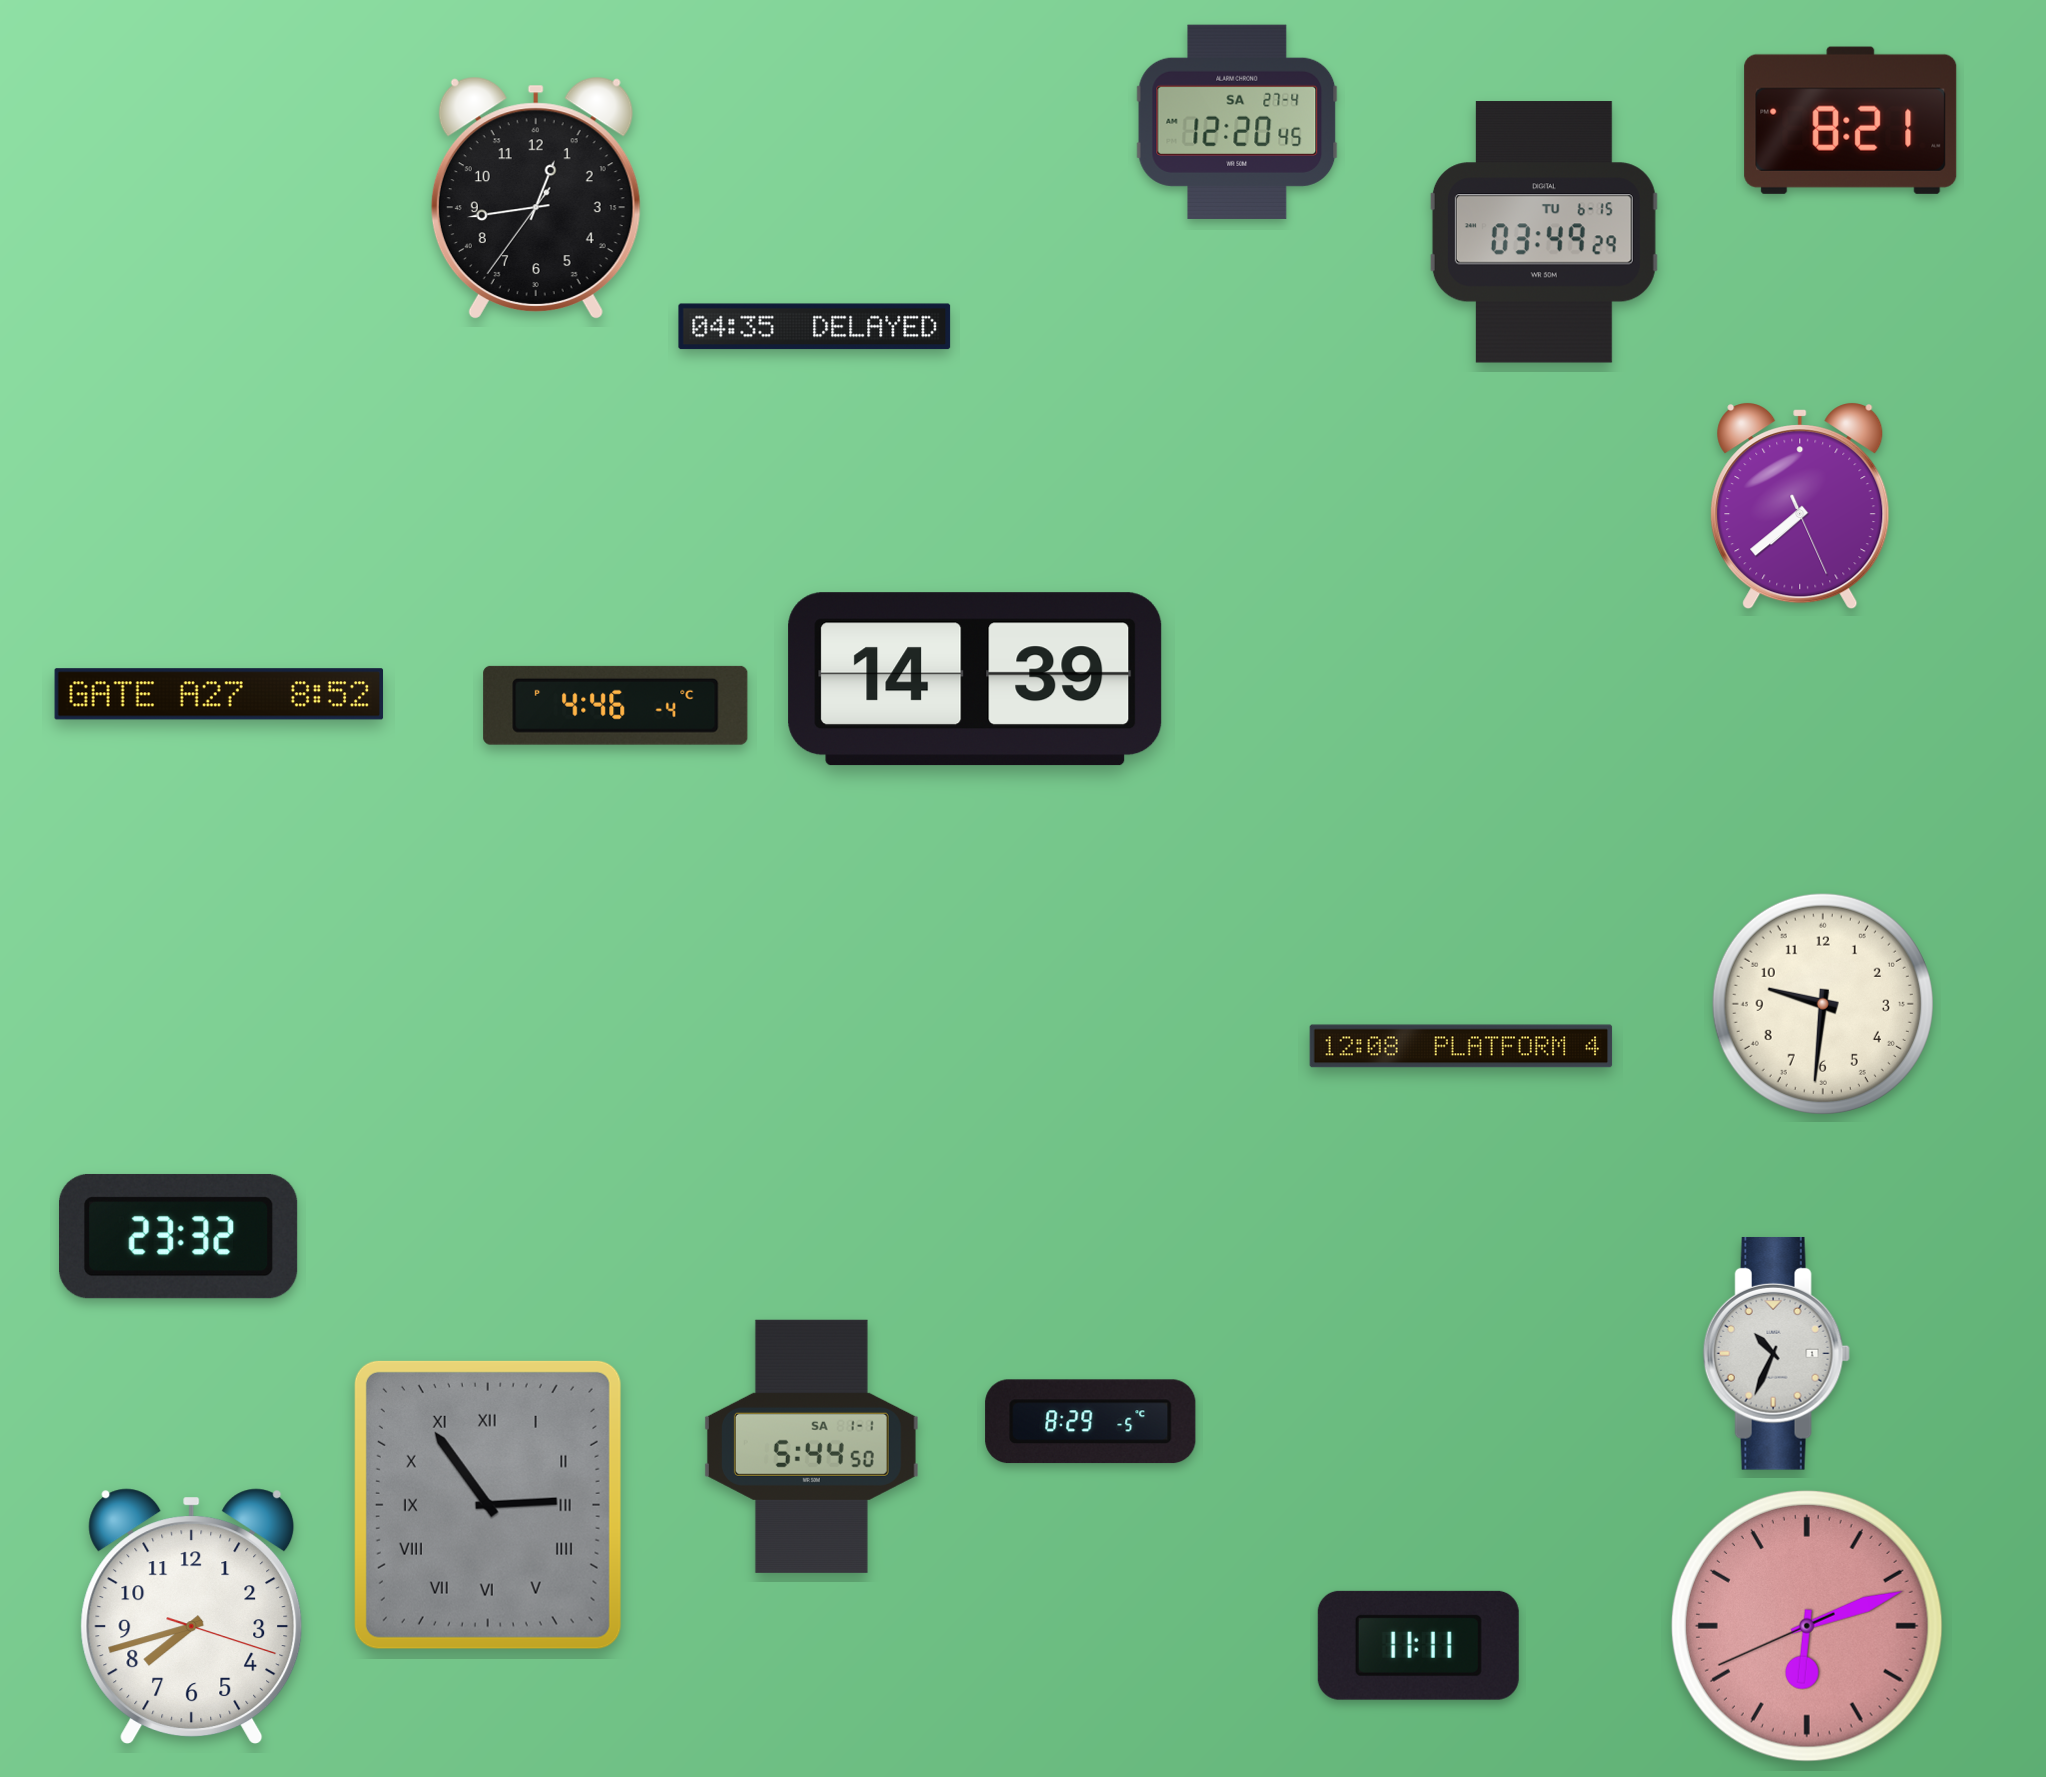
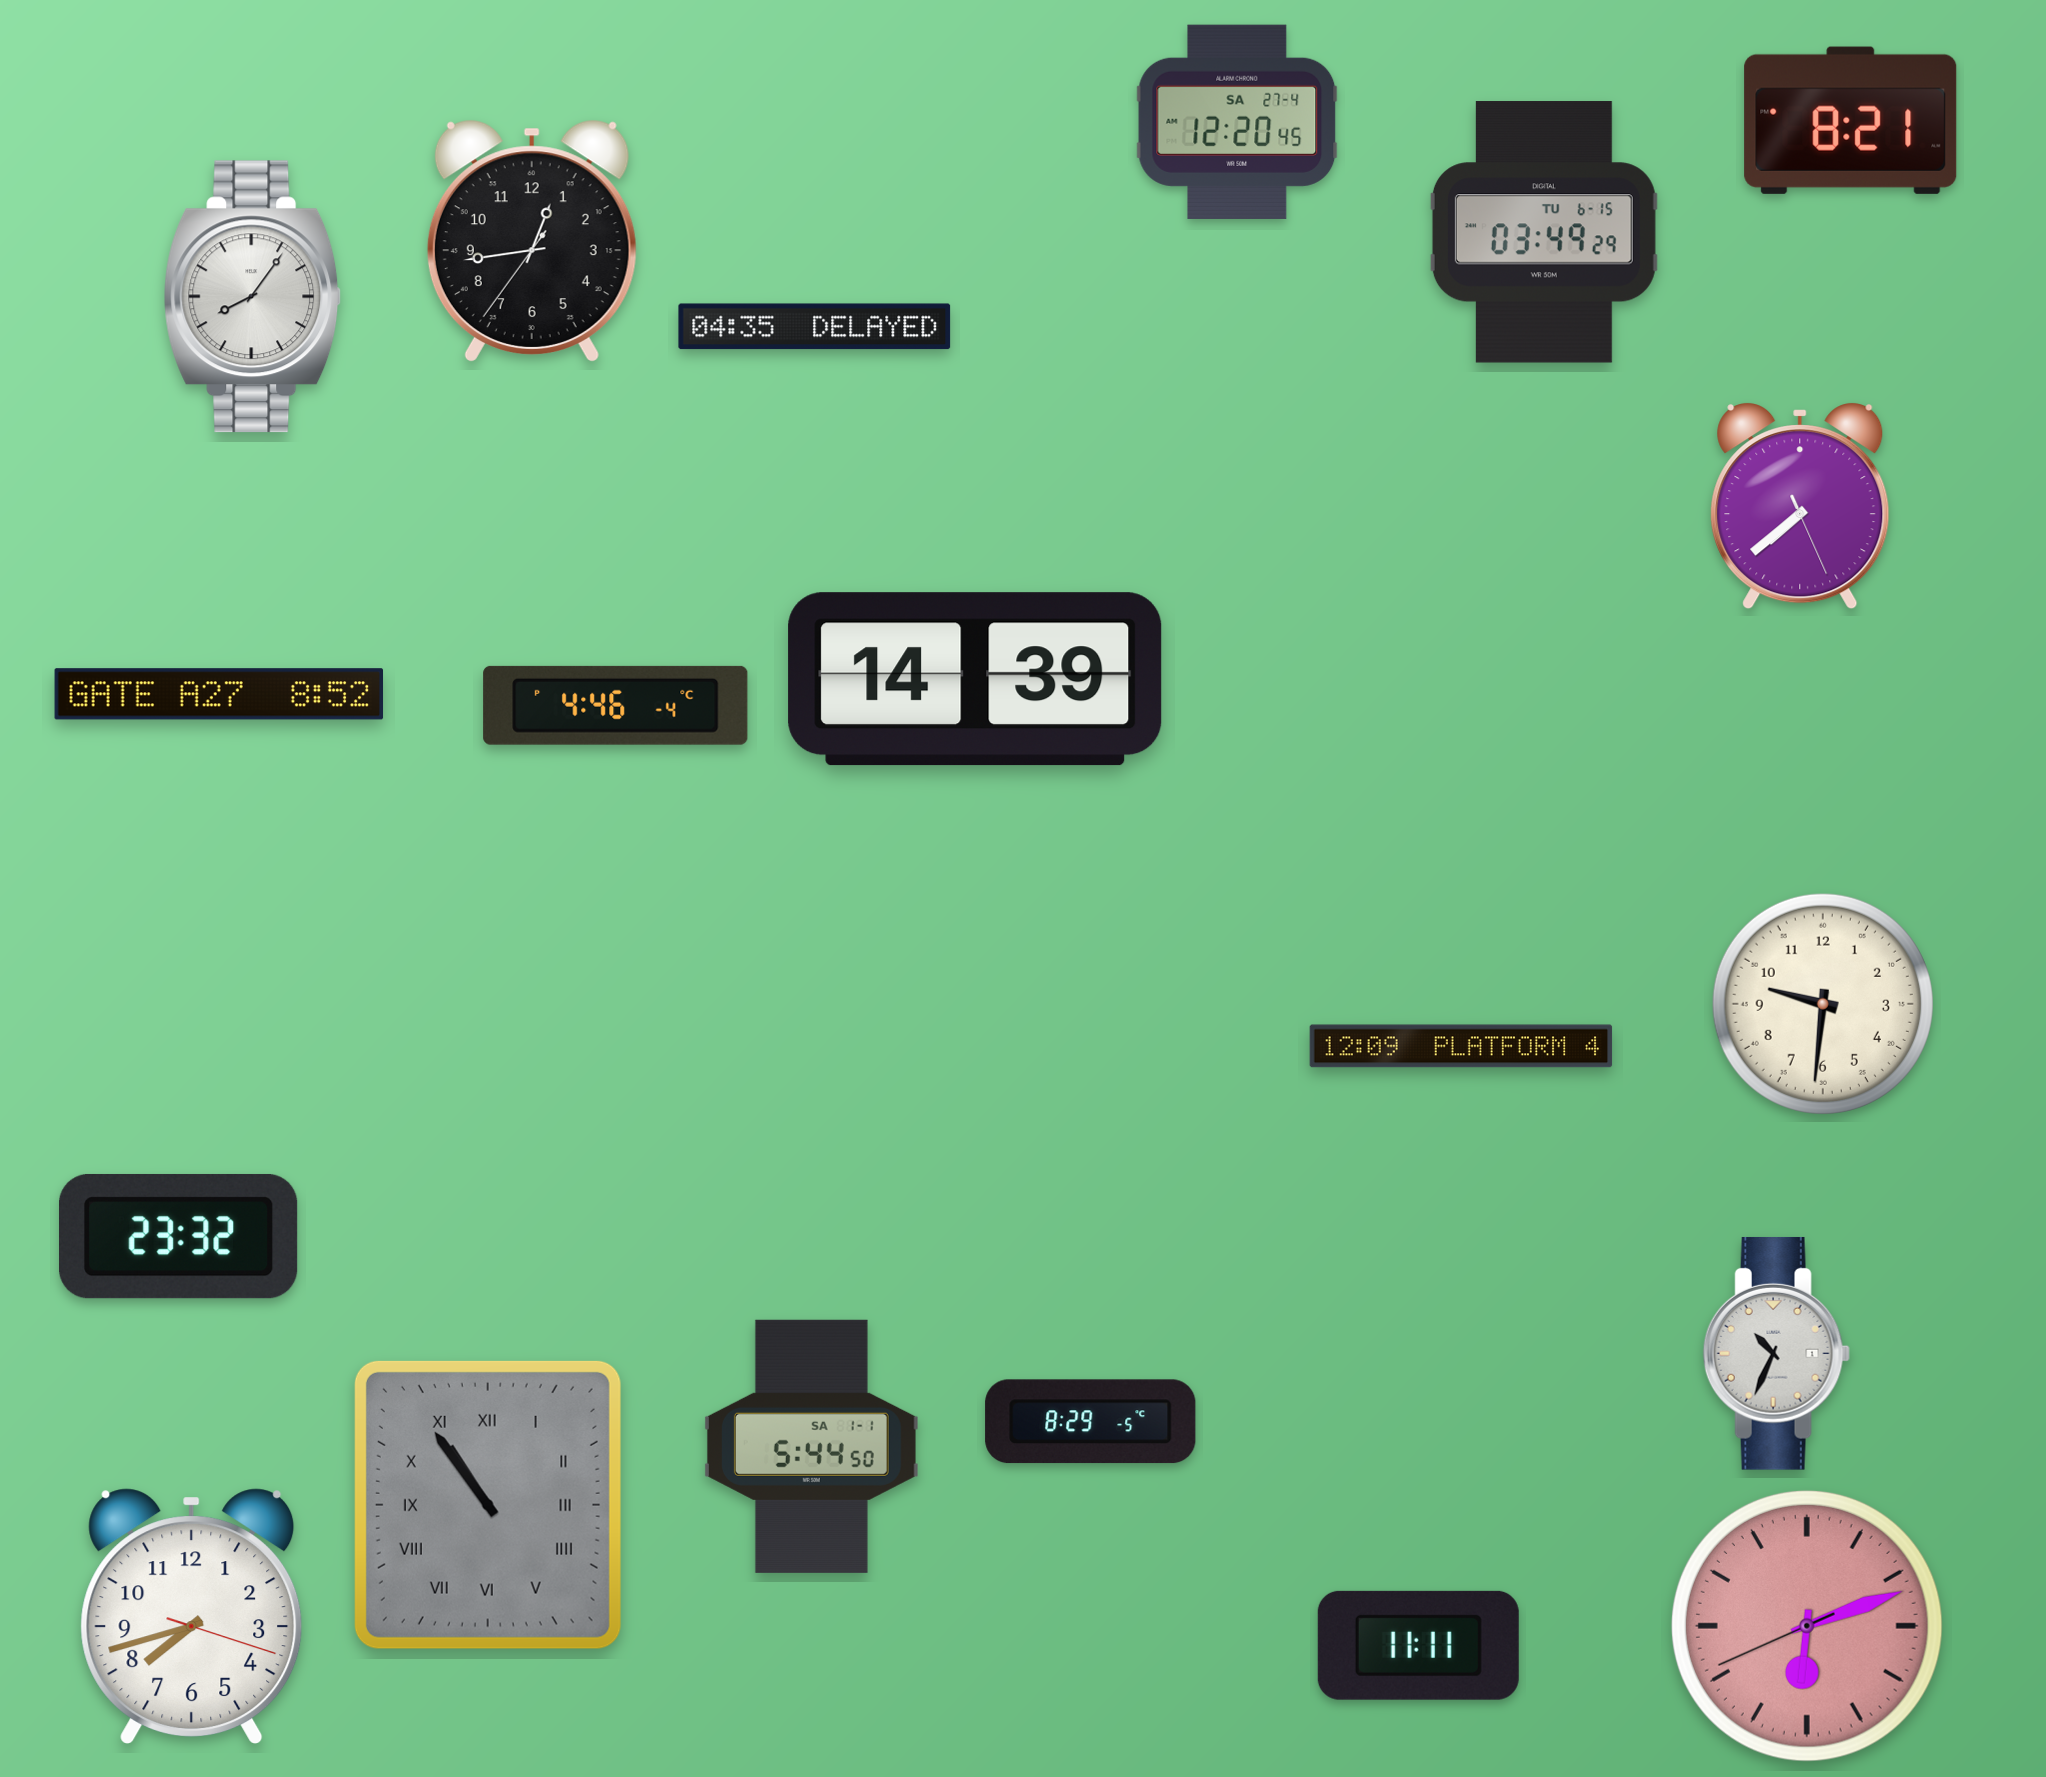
clock at (536, 198) position: (536, 198) -> (532, 241)
clock at (253, 297): none -> 8:06
clock at (1461, 1046): 12:08 -> 12:09
clock at (488, 1505): 2:54 -> 10:54
